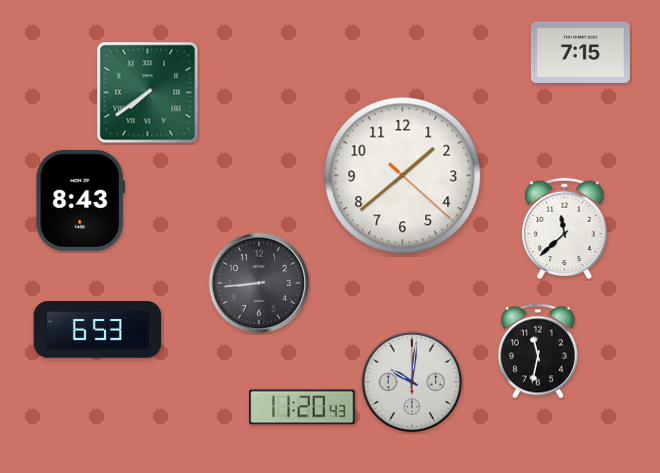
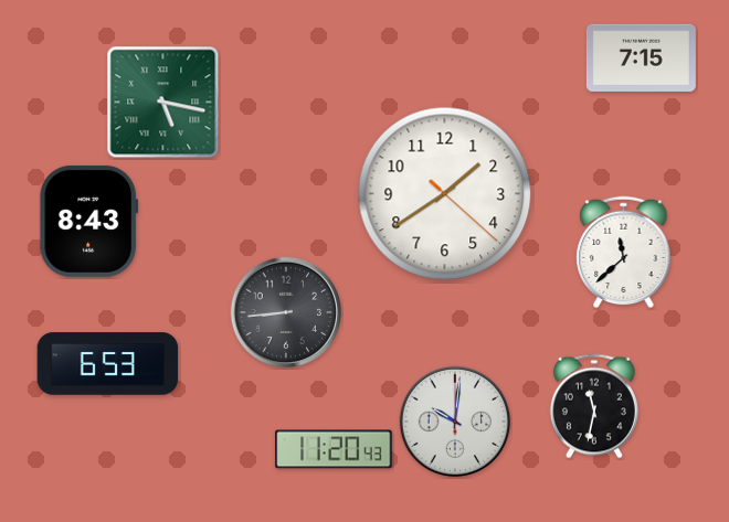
clock at (148, 93): 7:39 -> 5:17
clock at (403, 176): 1:38 -> 1:39
clock at (538, 351) position: (538, 351) -> (594, 406)
